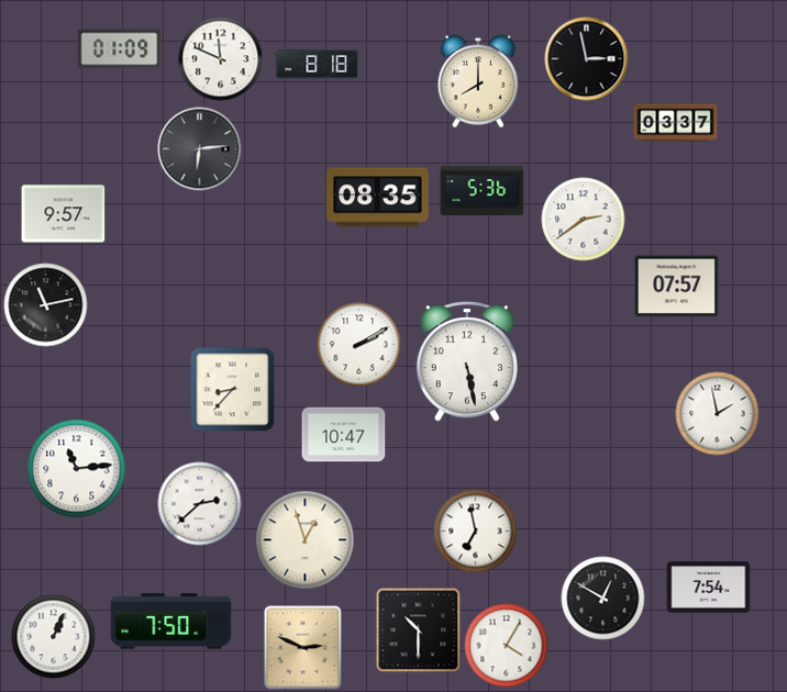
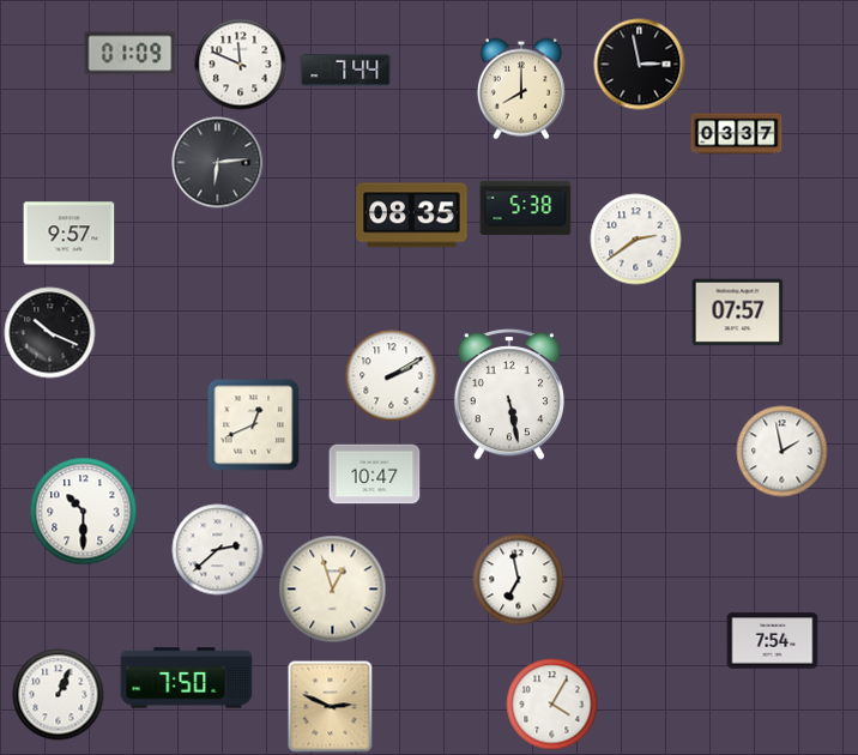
clock at (318, 65): 8:18 -> 7:44
clock at (483, 190): 5:36 -> 5:38
clock at (46, 305): 11:13 -> 10:19
clock at (233, 390): 8:37 -> 12:41
clock at (77, 469): 11:14 -> 10:30
clock at (603, 599): 12:50 -> none
clock at (419, 630): 10:30 -> none
